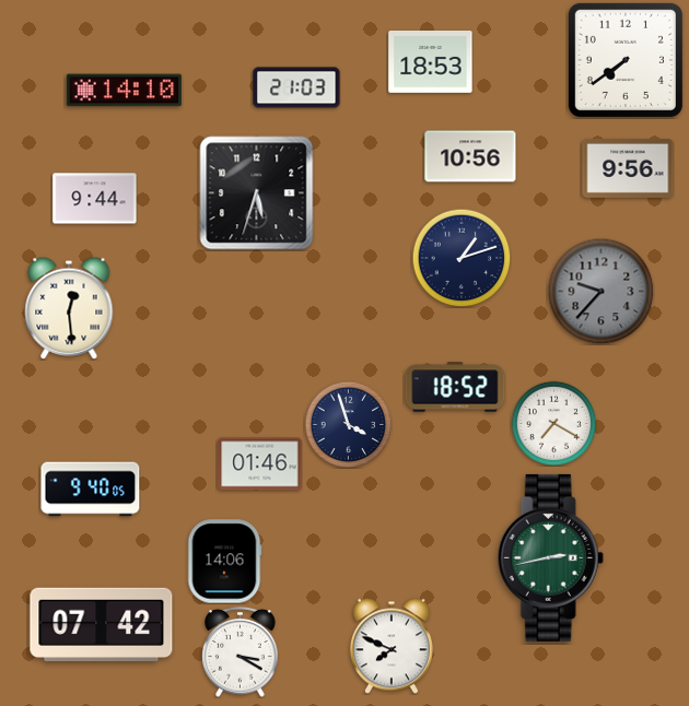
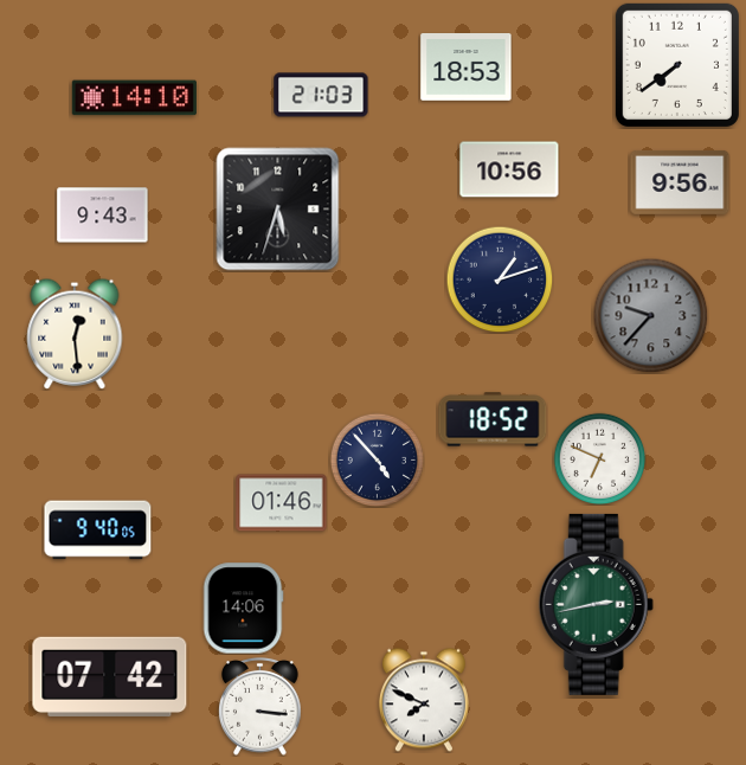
clock at (95, 199): 9:44 -> 9:43
clock at (553, 423): 7:20 -> 6:49
clock at (348, 424): 3:57 -> 4:53
clock at (241, 651): 3:20 -> 3:16
